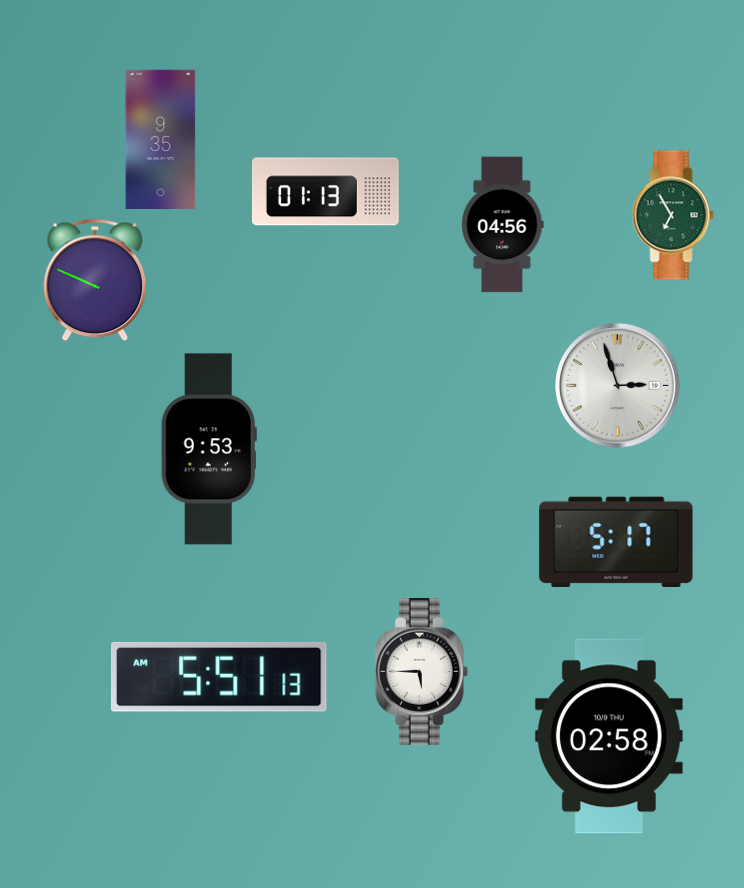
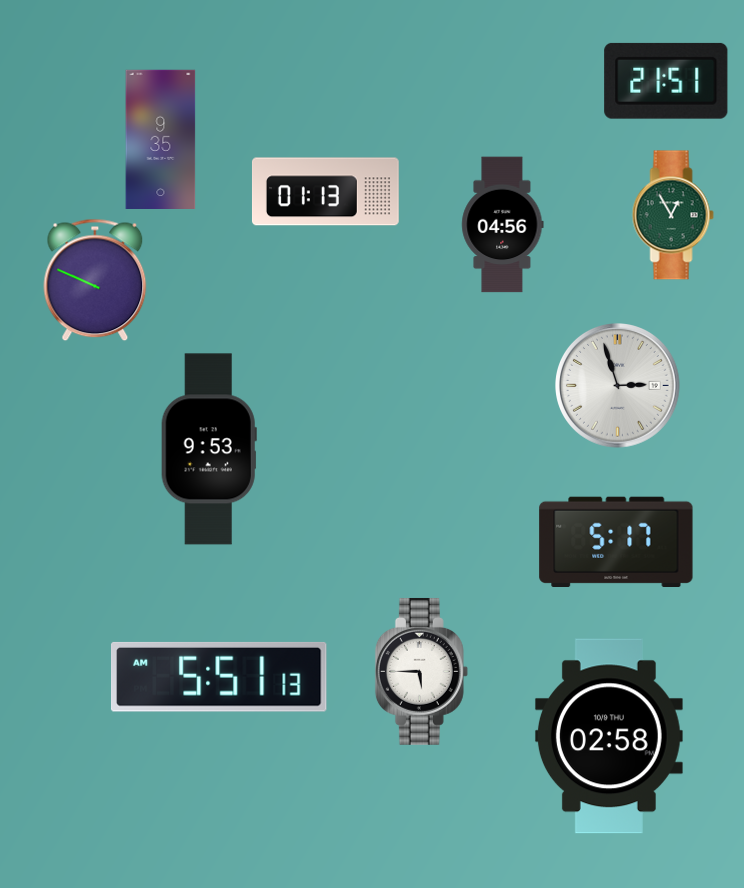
clock at (666, 81): none -> 21:51
clock at (673, 215): 6:55 -> 12:55
